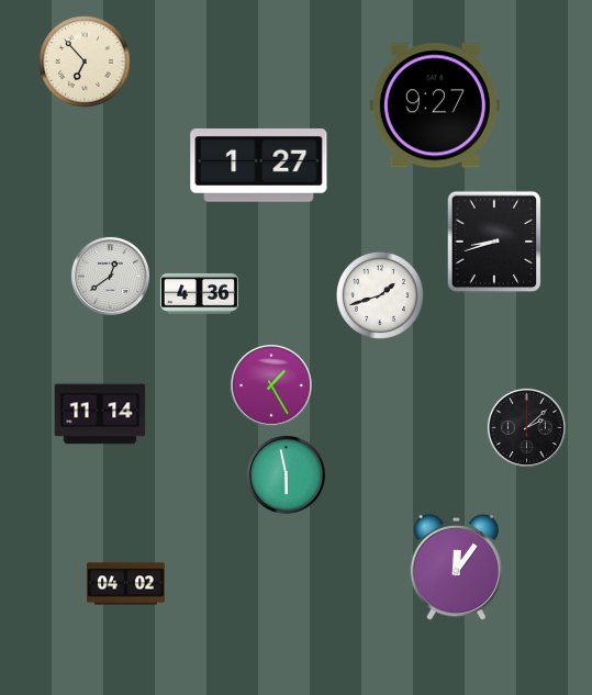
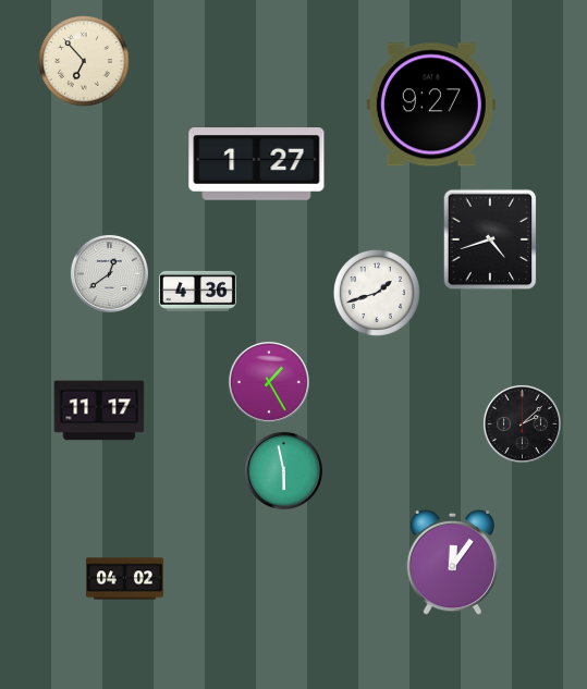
clock at (494, 242): 8:42 -> 4:42
clock at (100, 414): 11:14 -> 11:17
